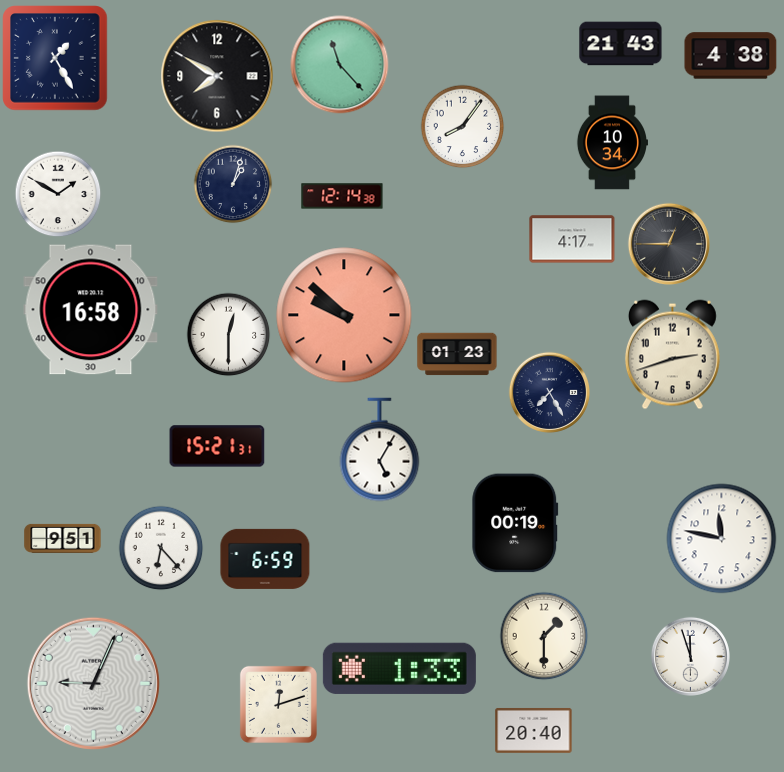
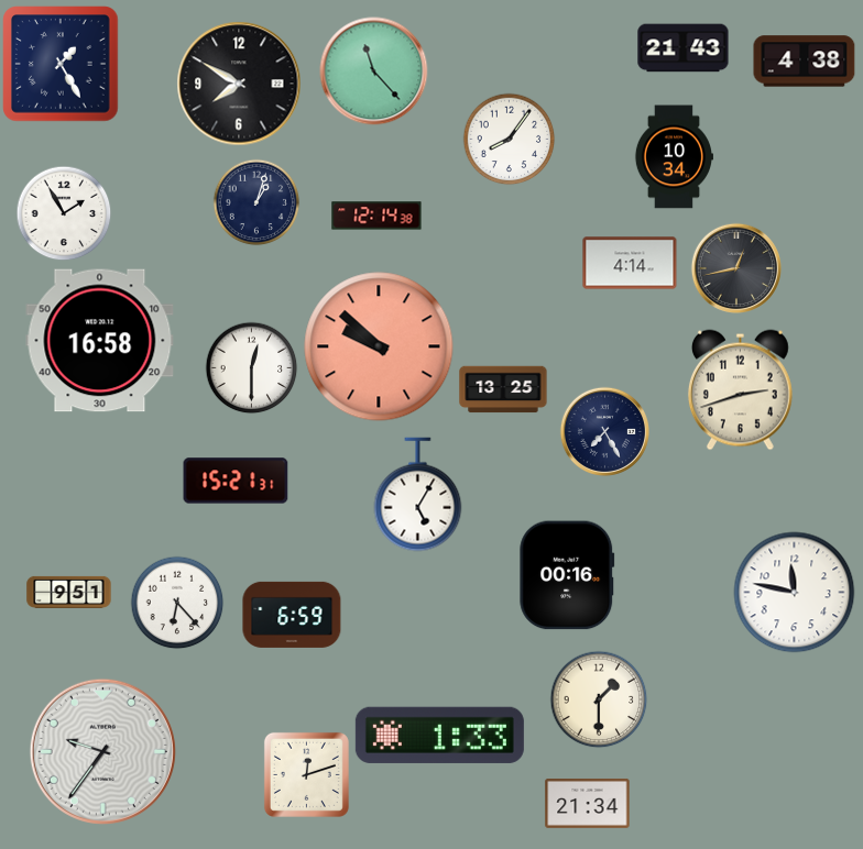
clock at (58, 194): 1:50 -> 1:55
clock at (572, 239): 4:17 -> 4:14
clock at (668, 243): 12:45 -> 12:43
clock at (457, 354): 01:23 -> 13:25
clock at (217, 446) position: (217, 446) -> (236, 481)
clock at (515, 523): 00:19 -> 00:16
clock at (690, 656): 11:57 -> none
clock at (93, 683): 9:04 -> 9:36
clock at (534, 730): 20:40 -> 21:34
